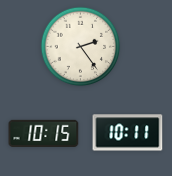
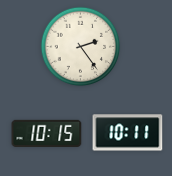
clock at (44, 133) position: (44, 133) -> (47, 133)
